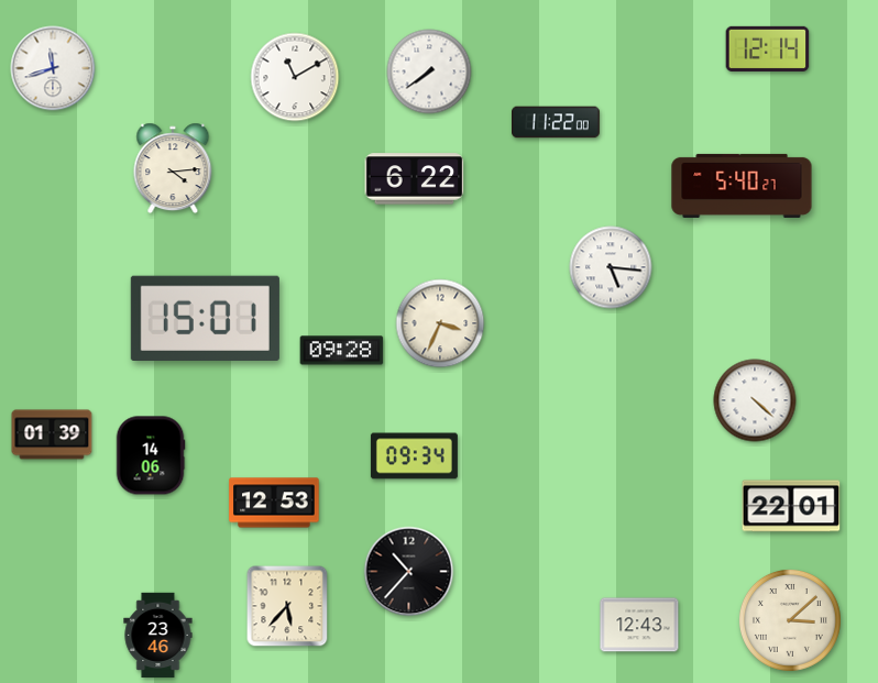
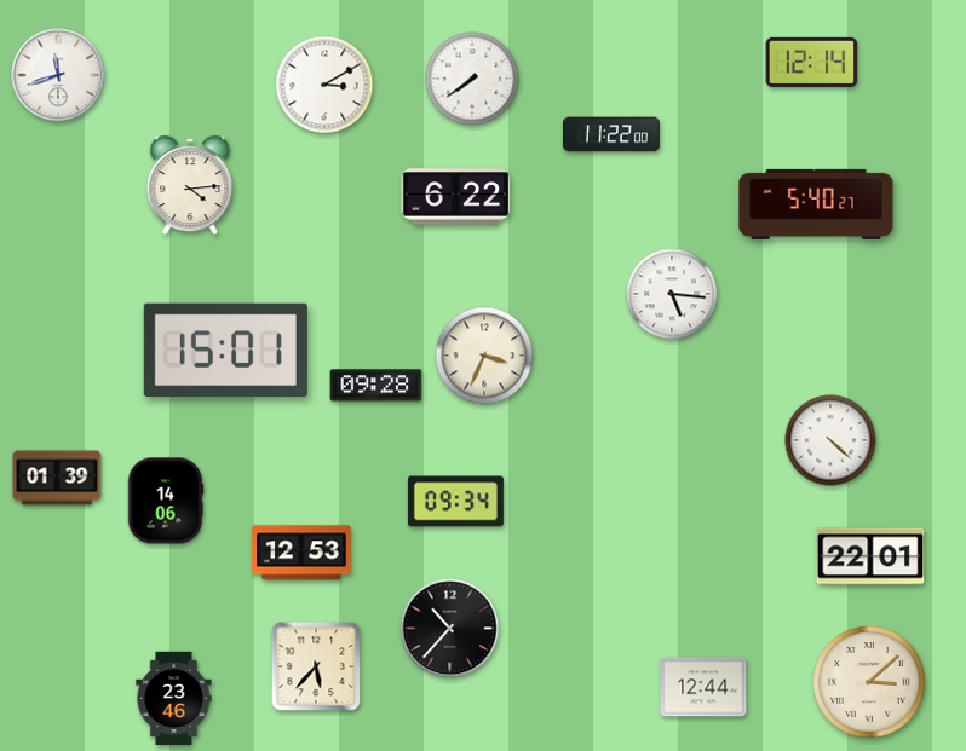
clock at (768, 48) position: (768, 48) -> (812, 62)
clock at (295, 77): 11:10 -> 3:10
clock at (639, 625): 12:43 -> 12:44
